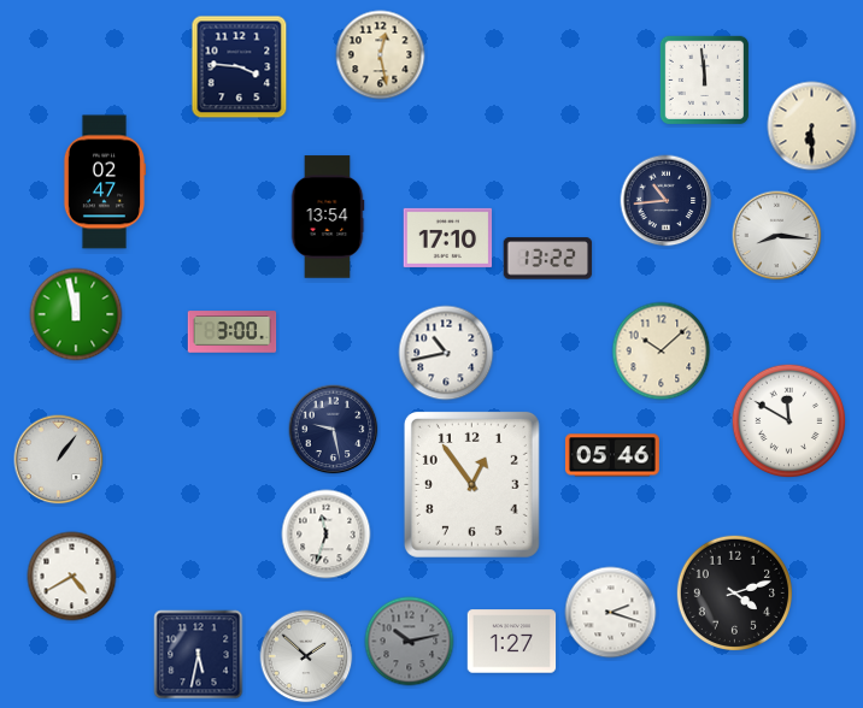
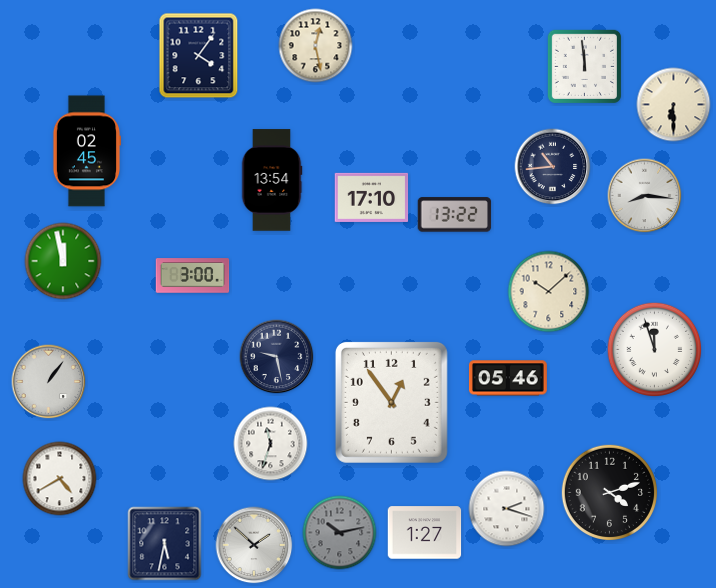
clock at (240, 67): 3:46 -> 4:06
clock at (104, 182): 02:47 -> 02:45
clock at (446, 353): 10:43 -> none
clock at (789, 421): 11:50 -> 11:57
